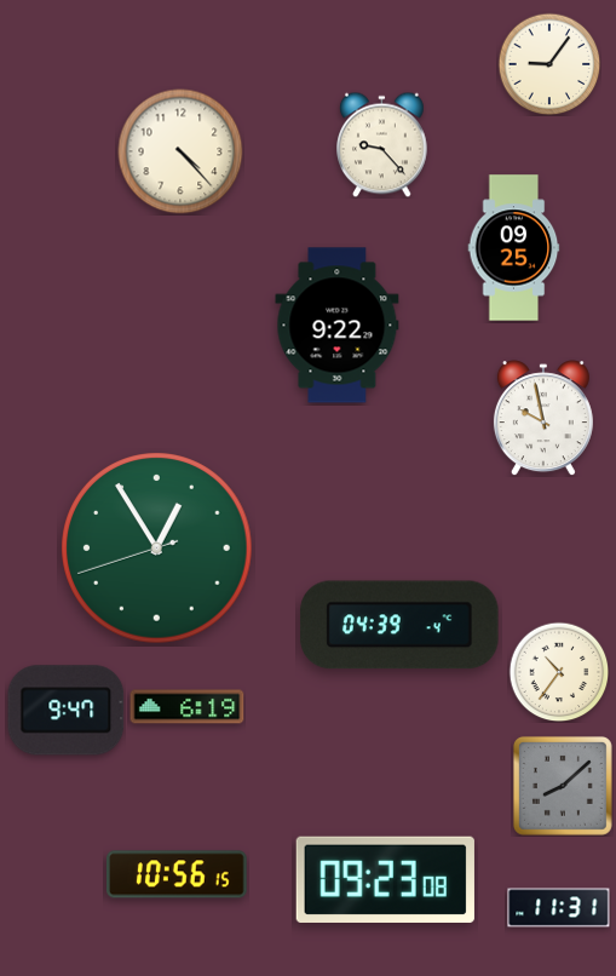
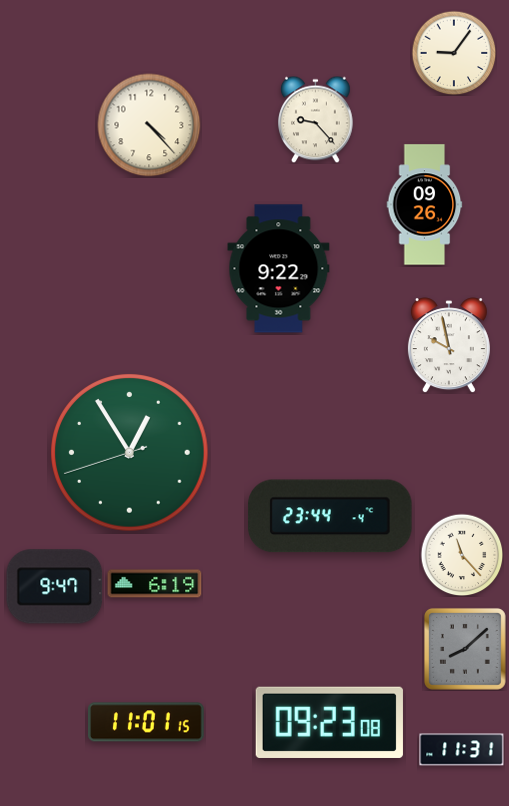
clock at (514, 248): 09:25 -> 09:26
clock at (399, 625): 04:39 -> 23:44
clock at (559, 672): 10:36 -> 11:23
clock at (178, 874): 10:56 -> 11:01
clock at (385, 879) position: (385, 879) -> (329, 722)
